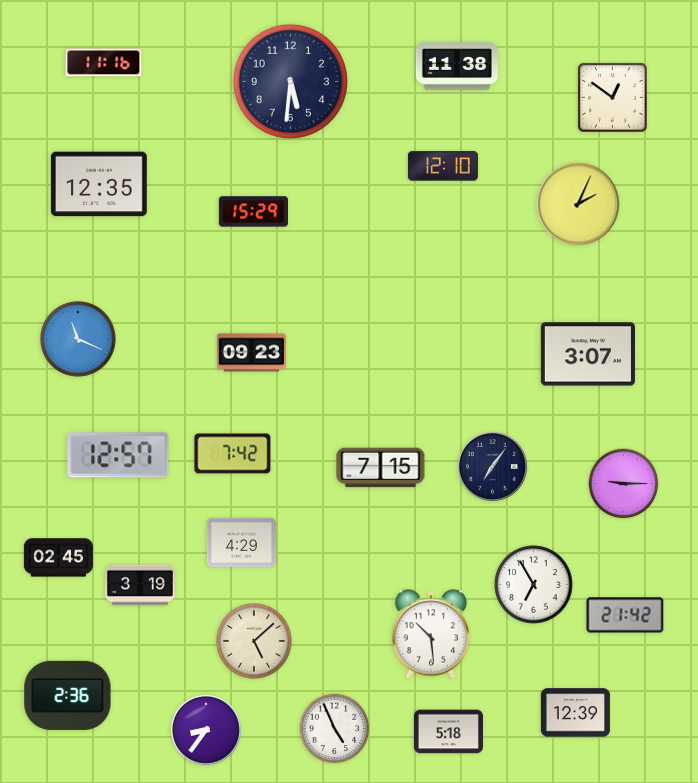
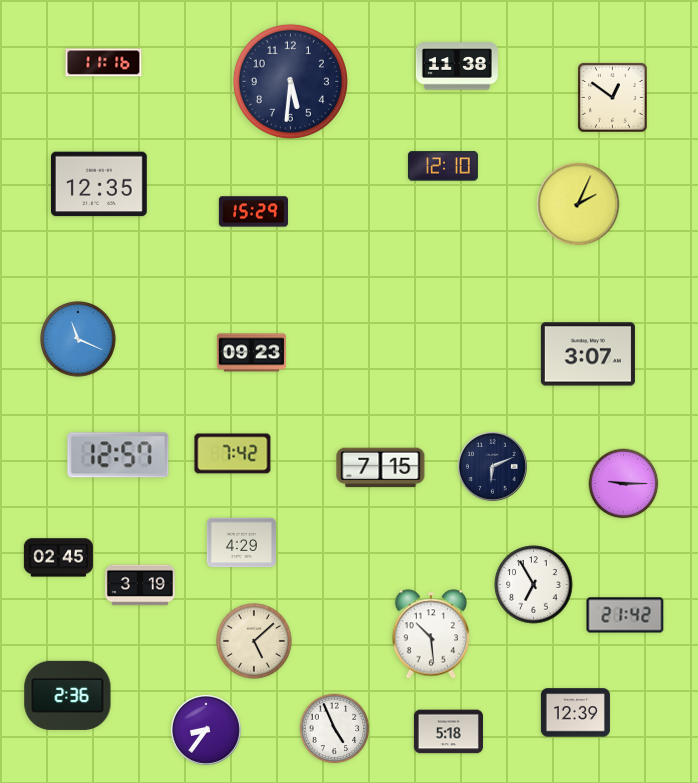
clock at (492, 466): 7:06 -> 6:11
